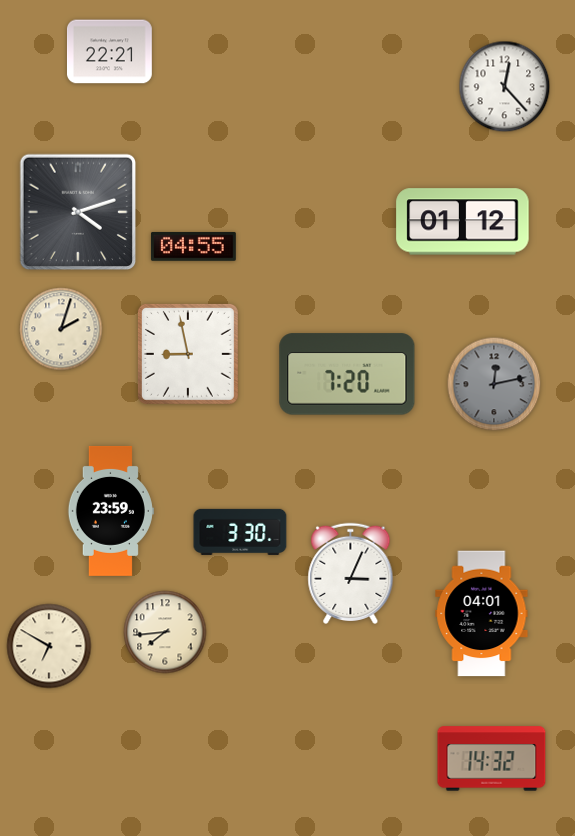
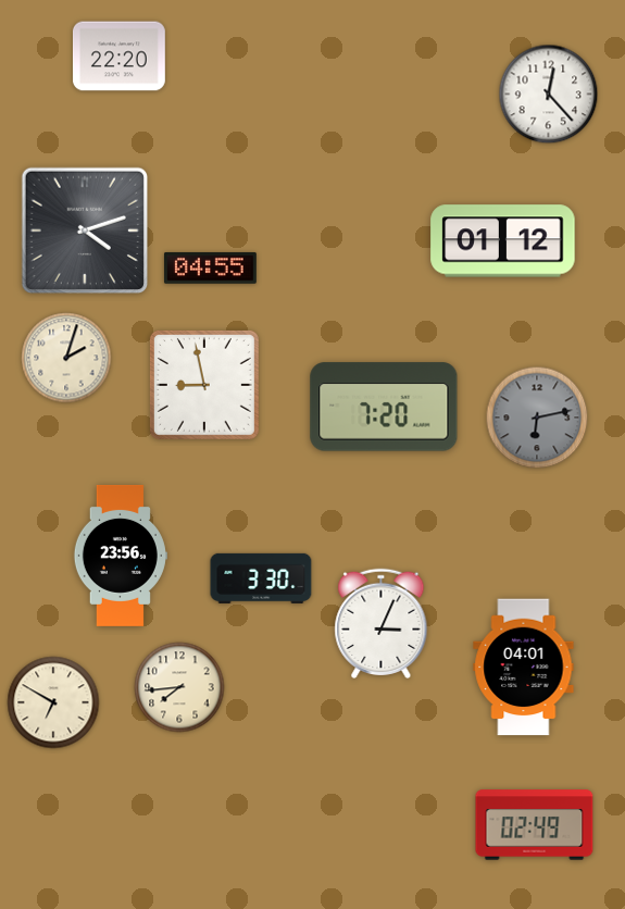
clock at (110, 52): 22:21 -> 22:20
clock at (347, 374) position: (347, 374) -> (384, 407)
clock at (494, 384): 12:13 -> 6:13
clock at (111, 511): 23:59 -> 23:56
clock at (492, 759): 14:32 -> 02:49
